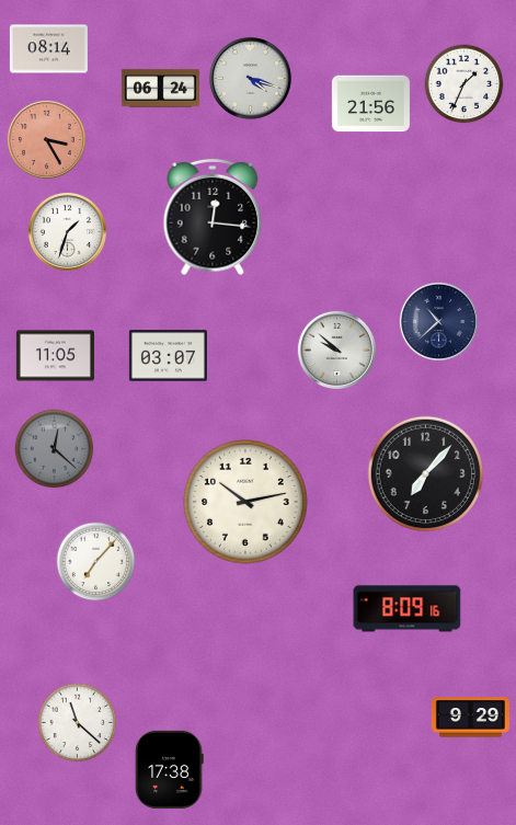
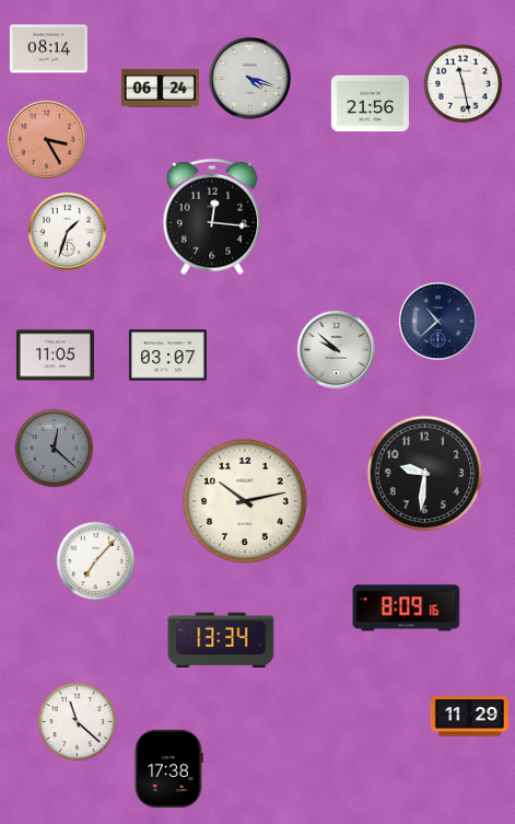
clock at (465, 84): 1:34 -> 11:28
clock at (426, 474): 7:07 -> 9:31
clock at (221, 640): none -> 13:34
clock at (470, 718): 9:29 -> 11:29
